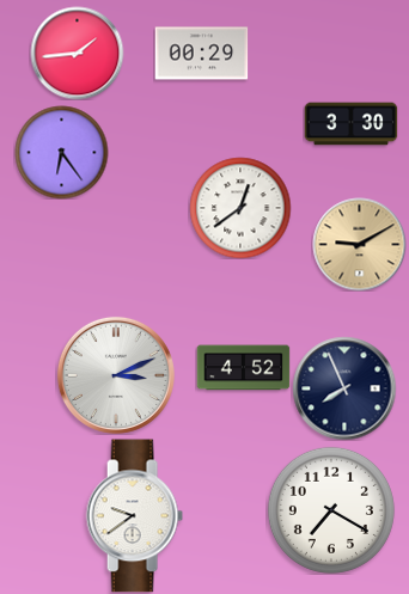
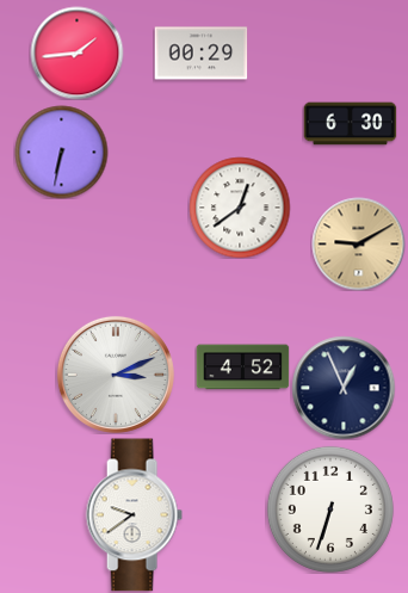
clock at (350, 124): 3:30 -> 6:30
clock at (61, 152): 6:24 -> 6:32
clock at (344, 388): 7:56 -> 12:56
clock at (331, 510): 7:20 -> 6:33
